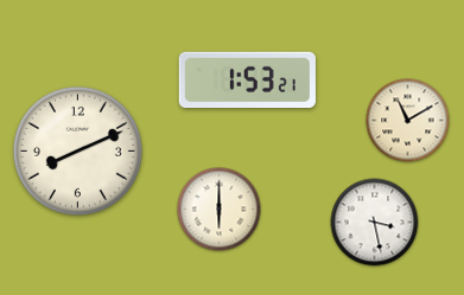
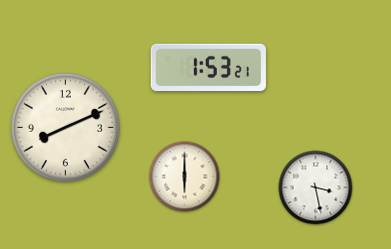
clock at (408, 121): 11:10 -> none
